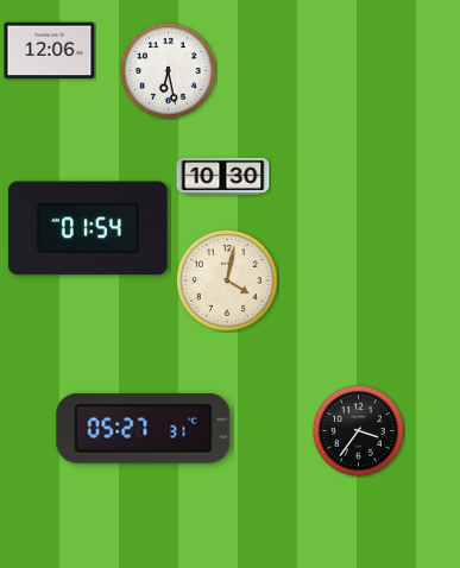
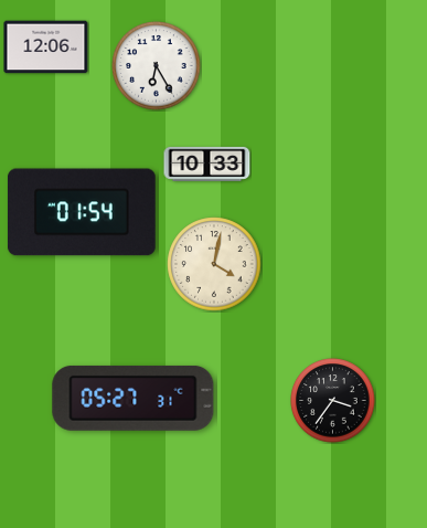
clock at (169, 71): 6:28 -> 6:25
clock at (223, 176): 10:30 -> 10:33
clock at (227, 280) position: (227, 280) -> (214, 264)
